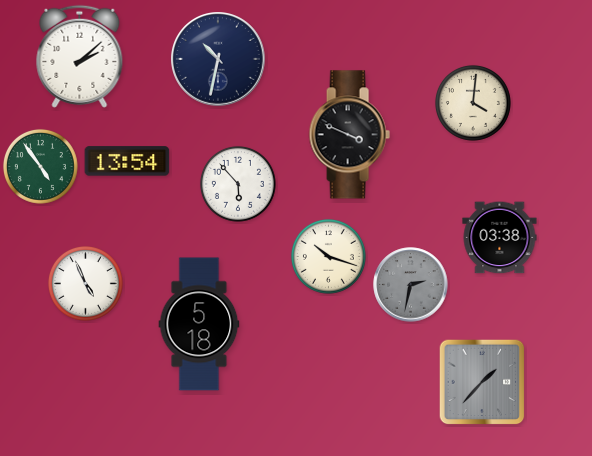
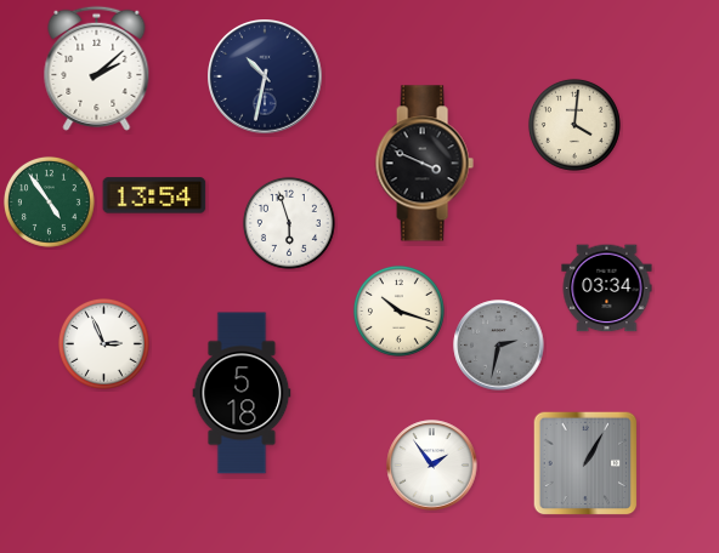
clock at (218, 59) position: (218, 59) -> (265, 76)
clock at (238, 184): 5:53 -> 5:57
clock at (500, 238): 03:38 -> 03:34
clock at (85, 283): 4:56 -> 2:56
clock at (482, 382): 1:37 -> 1:05
clock at (432, 466): none -> 1:54
